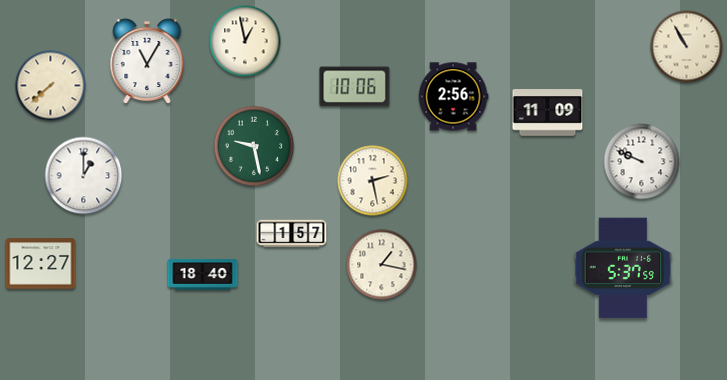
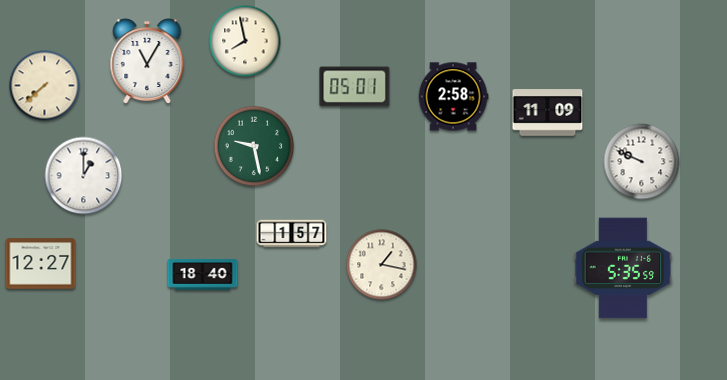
clock at (245, 41): 12:58 -> 7:58
clock at (687, 47): 10:55 -> none
clock at (51, 86) position: (51, 86) -> (45, 86)
clock at (355, 87): 10:06 -> 05:01
clock at (453, 97): 2:56 -> 2:58
clock at (373, 181): 2:28 -> none
clock at (623, 268): 5:37 -> 5:35
